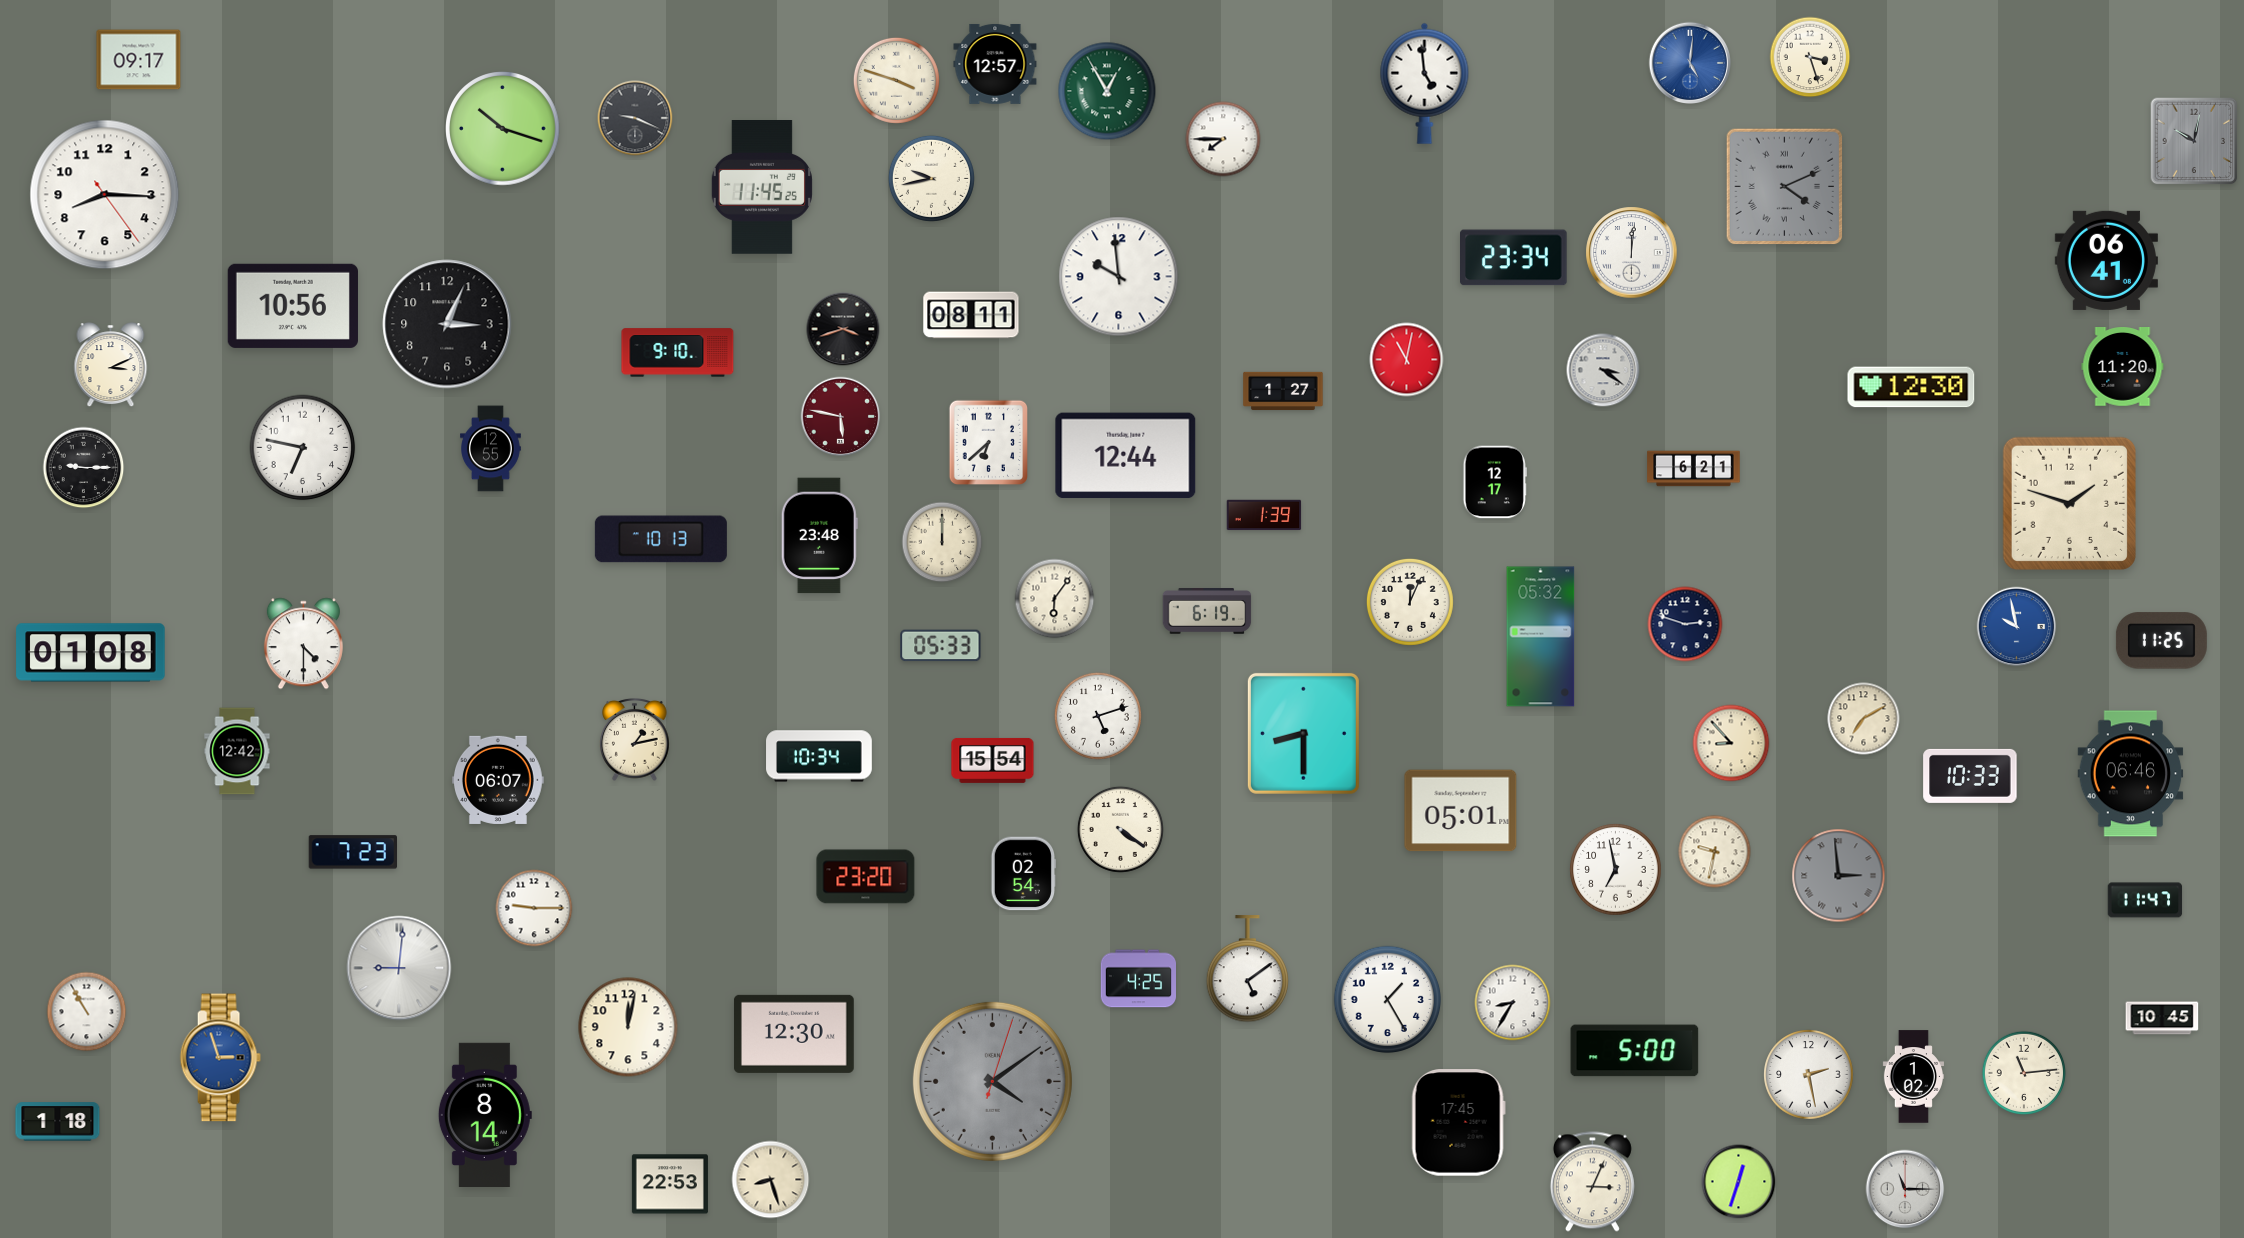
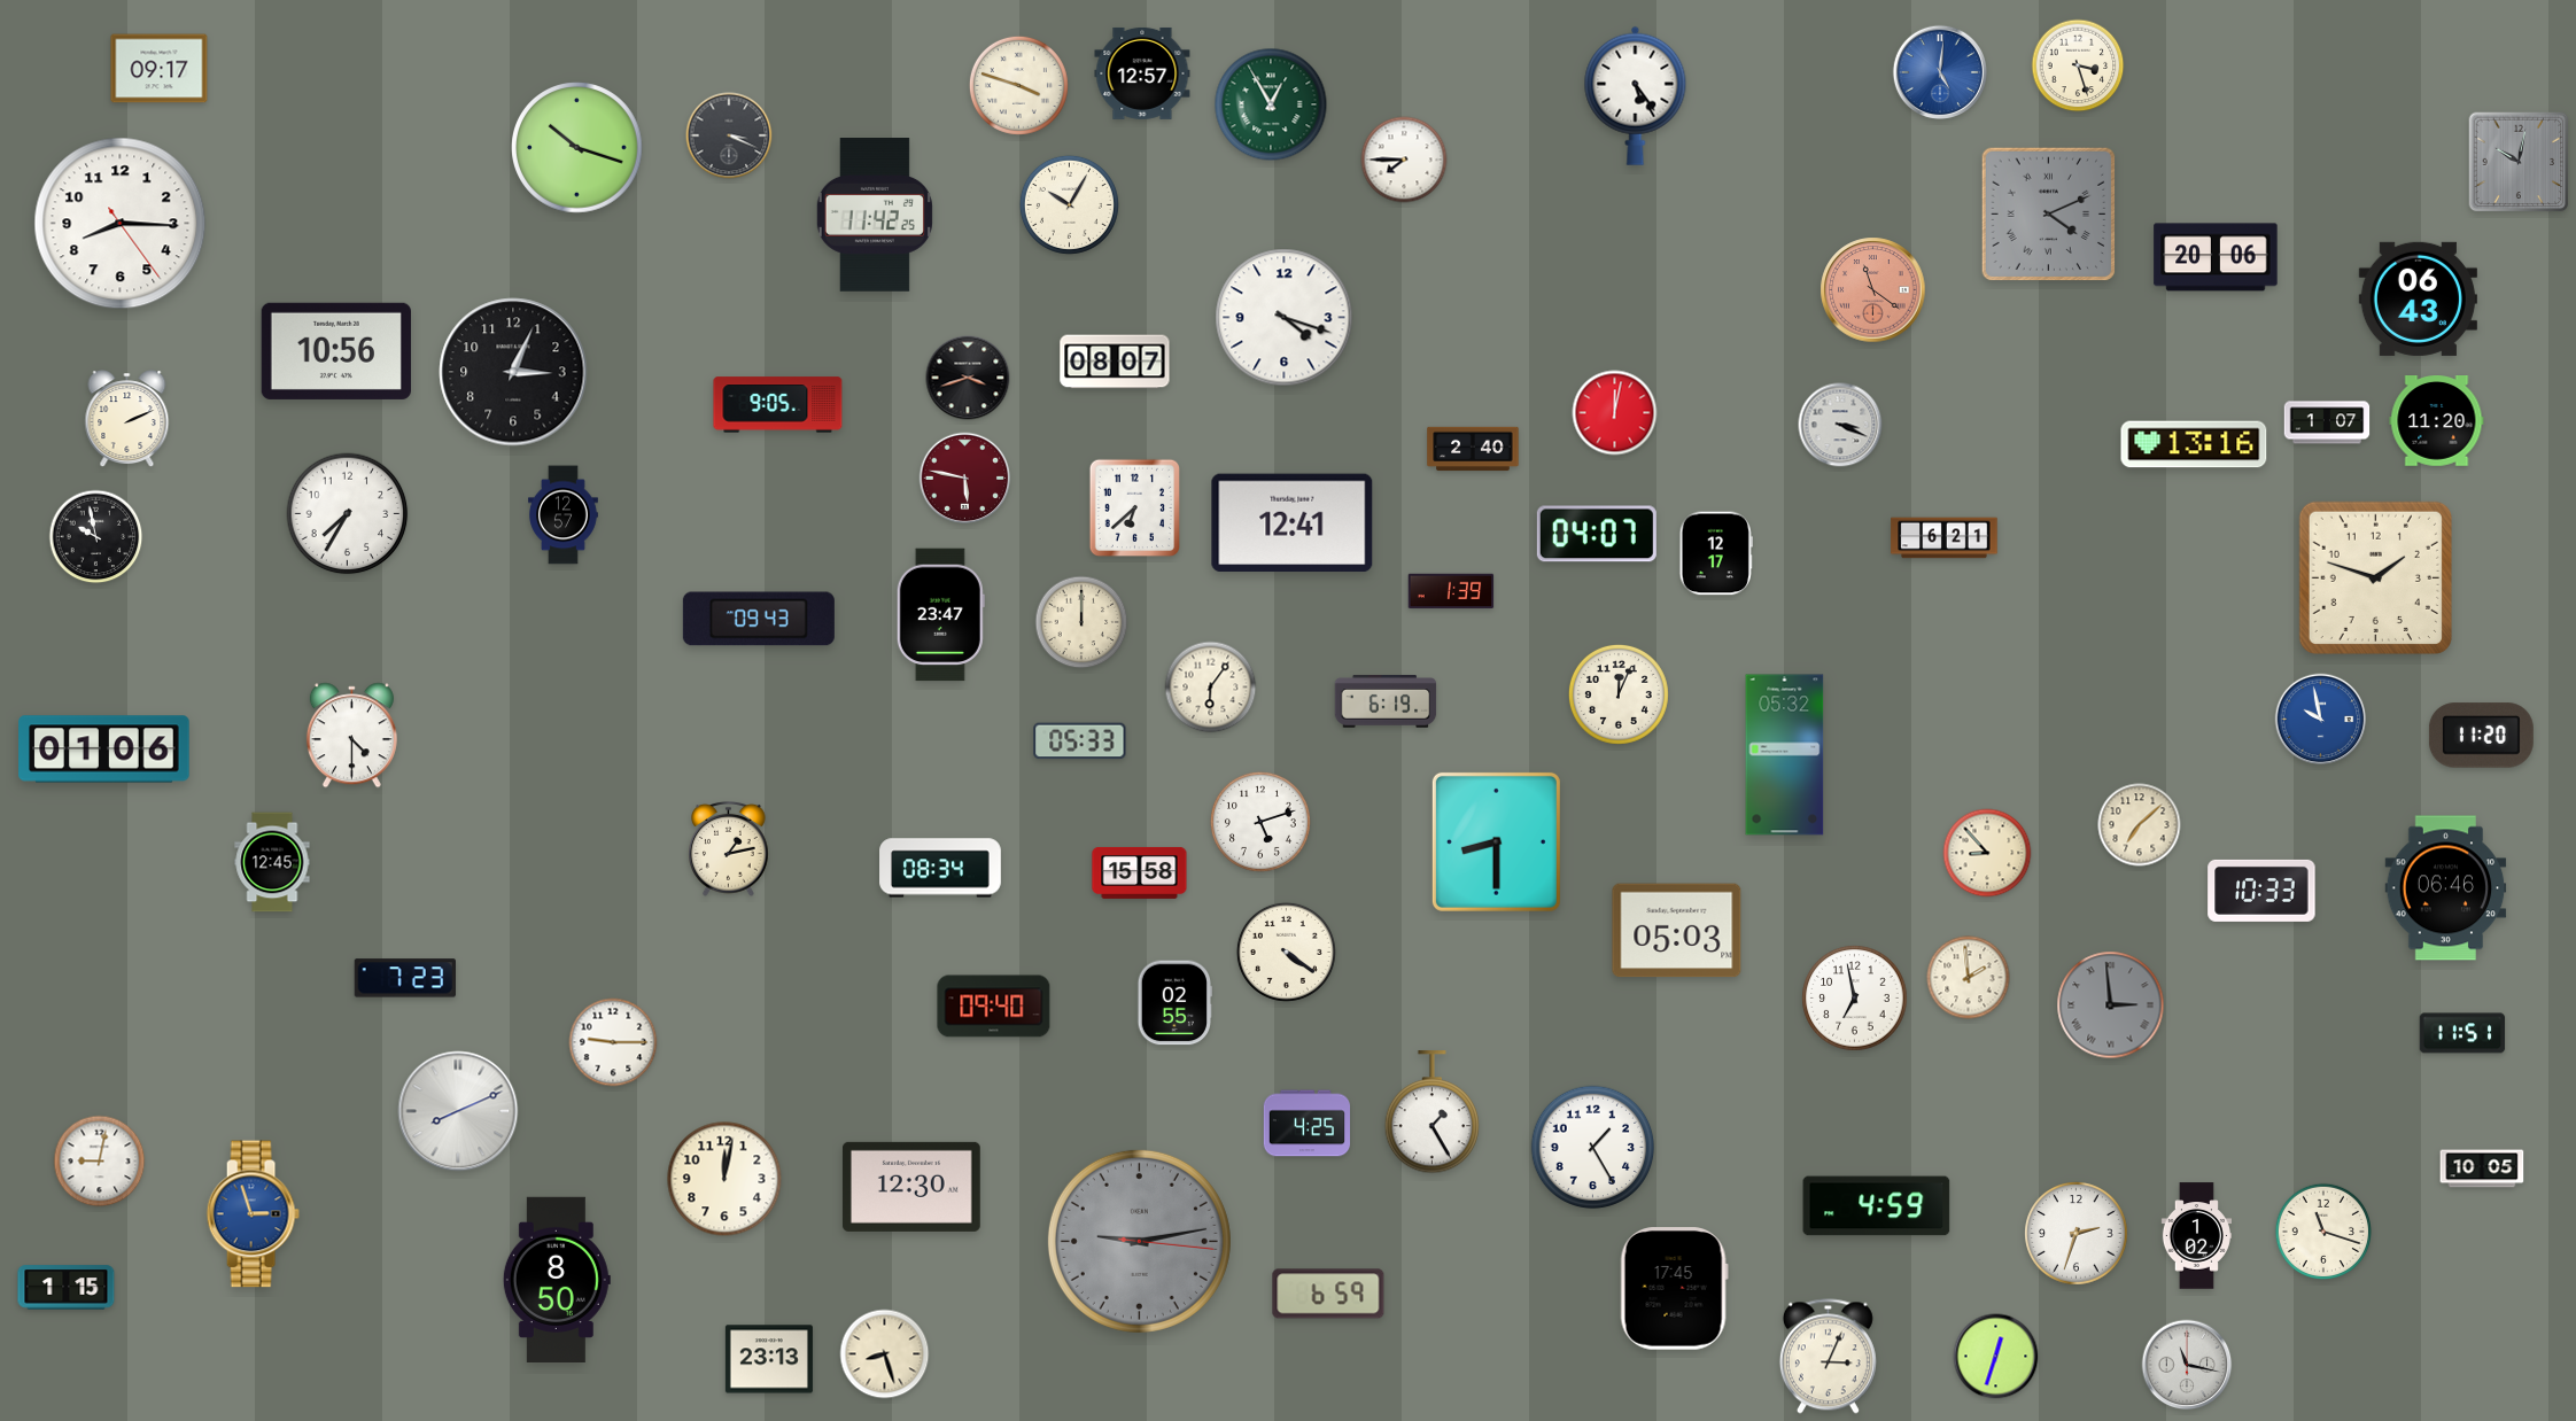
clock at (896, 80) position: (896, 80) -> (1018, 85)
clock at (1425, 83): 4:59 -> 5:24
clock at (635, 118): 9:19 -> 3:19
clock at (931, 178): 9:43 -> 10:05
clock at (762, 188): 11:45 -> 11:42
clock at (2216, 257): none -> 20:06
clock at (1632, 253): 12:01 -> 11:21
clock at (1632, 253) dial: white -> salmon
clock at (1514, 258): 23:34 -> none
clock at (2106, 260): 06:41 -> 06:43
clock at (1119, 277): 9:59 -> 4:18
clock at (971, 315): 08:11 -> 08:07
clock at (678, 353): 9:10 -> 9:05
clock at (1407, 360): 11:02 -> 12:02
clock at (111, 365): 3:11 -> 2:11
clock at (2327, 422): none -> 1:07
clock at (1603, 370): 3:21 -> 3:19
clock at (1911, 387): 12:30 -> 13:16
clock at (1283, 391): 1:27 -> 2:40
clock at (303, 448): 6:47 -> 7:35
clock at (491, 449): 12:55 -> 12:57
clock at (1126, 456): 12:44 -> 12:41
clock at (1597, 534): none -> 04:07
clock at (84, 468): 9:15 -> 9:58
clock at (819, 536): 23:48 -> 23:47
clock at (661, 539): 10:13 -> 09:43
clock at (1410, 602) position: (1410, 602) -> (1619, 694)
clock at (1685, 624): 2:48 -> none
clock at (2017, 627) position: (2017, 627) -> (2321, 720)
clock at (1541, 637) position: (1541, 637) -> (1785, 755)
clock at (2161, 641): 11:25 -> 11:20
clock at (303, 644) position: (303, 644) -> (351, 736)
clock at (91, 653): 01:08 -> 01:06
clock at (1864, 719): 7:10 -> 7:08
clock at (237, 751): 12:42 -> 12:45
clock at (819, 756): 10:34 -> 08:34
clock at (993, 760): 15:54 -> 15:58
clock at (499, 780): 06:07 -> none
clock at (1461, 811): 05:01 -> 05:03
clock at (1715, 852): 9:32 -> 1:59
clock at (1023, 874): 02:54 -> 02:55
clock at (866, 877): 23:20 -> 09:40
clock at (2145, 900): 11:47 -> 11:51
clock at (399, 968): 9:01 -> 8:11
clock at (1247, 969): 5:09 -> 1:25
clock at (1513, 1003): 8:35 -> none
clock at (87, 1012): 10:55 -> 9:02
clock at (2162, 1018): 10:45 -> 10:05
clock at (628, 1027) position: (628, 1027) -> (724, 1179)
clock at (1635, 1051): 5:00 -> 4:59
clock at (2024, 1073): 11:14 -> 11:18
clock at (1809, 1075): 2:28 -> 2:33
clock at (992, 1081): 4:09 -> 9:13
clock at (485, 1114): 8:14 -> 8:50
clock at (58, 1122): 1:18 -> 1:15
clock at (1328, 1294): none -> 6:59
clock at (670, 1184): 22:53 -> 23:13
clock at (1905, 1189): 11:15 -> 11:17
